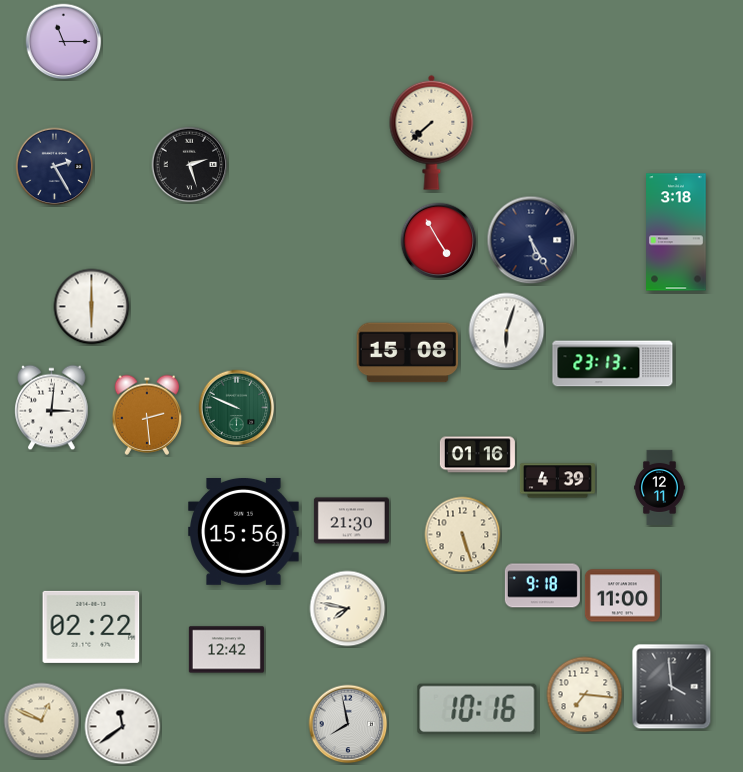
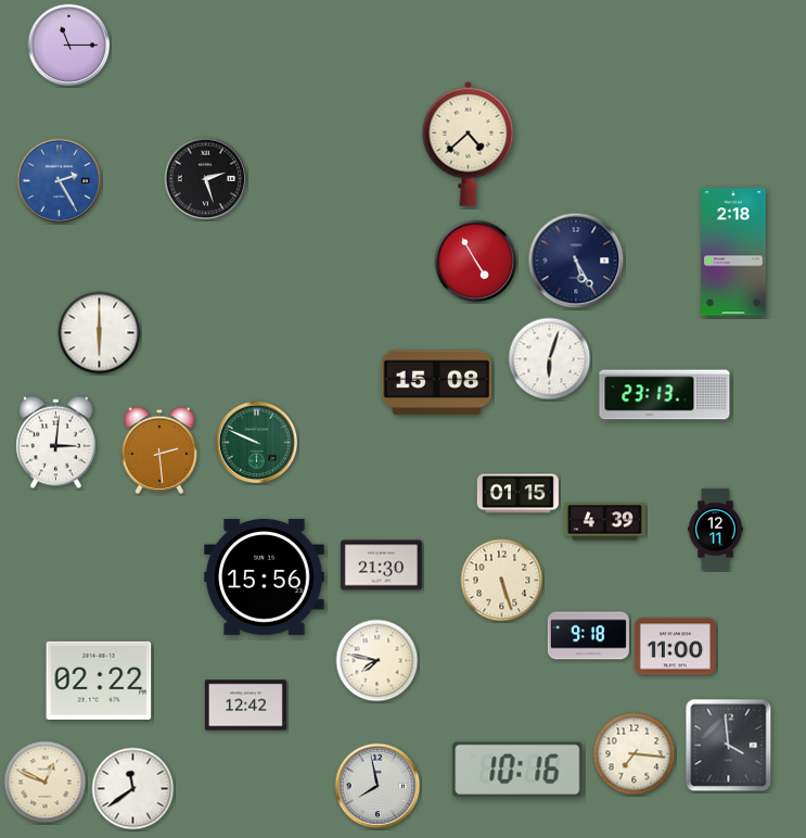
clock at (432, 132): 7:38 -> 4:38
clock at (55, 167) dial: navy -> blue
clock at (676, 232): 3:18 -> 2:18
clock at (408, 353) position: (408, 353) -> (437, 383)
clock at (477, 455): 01:16 -> 01:15
